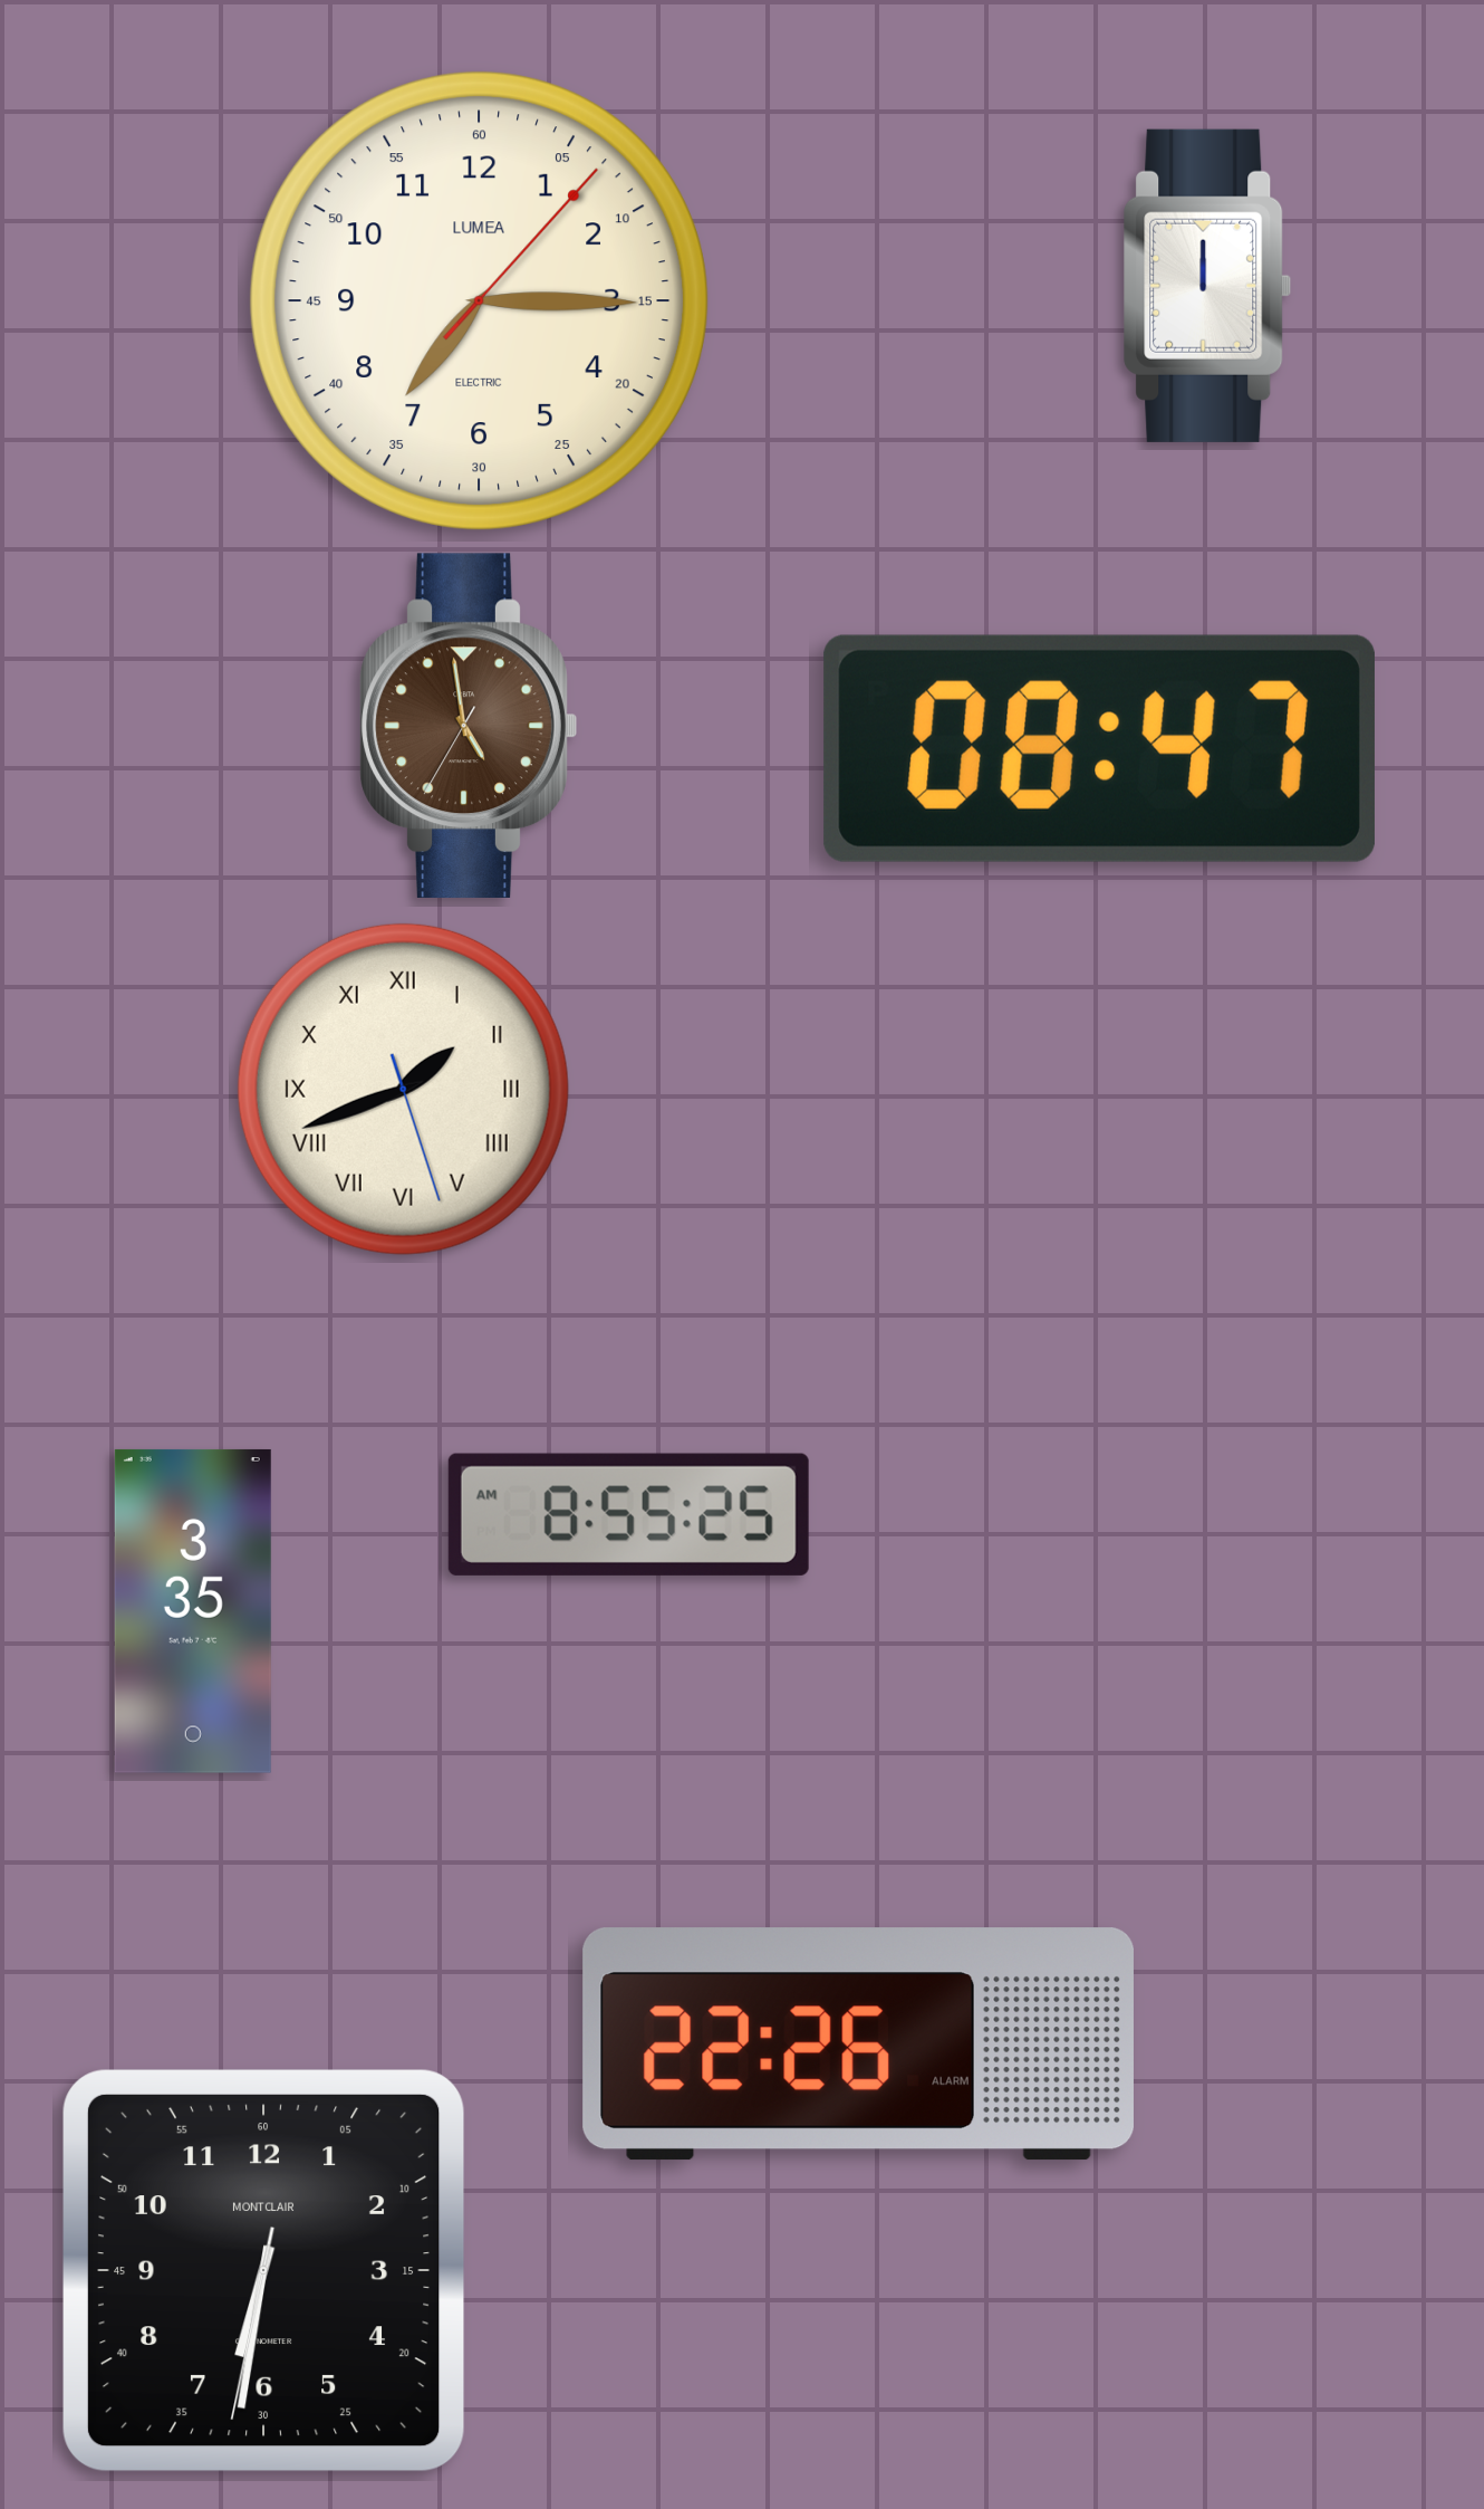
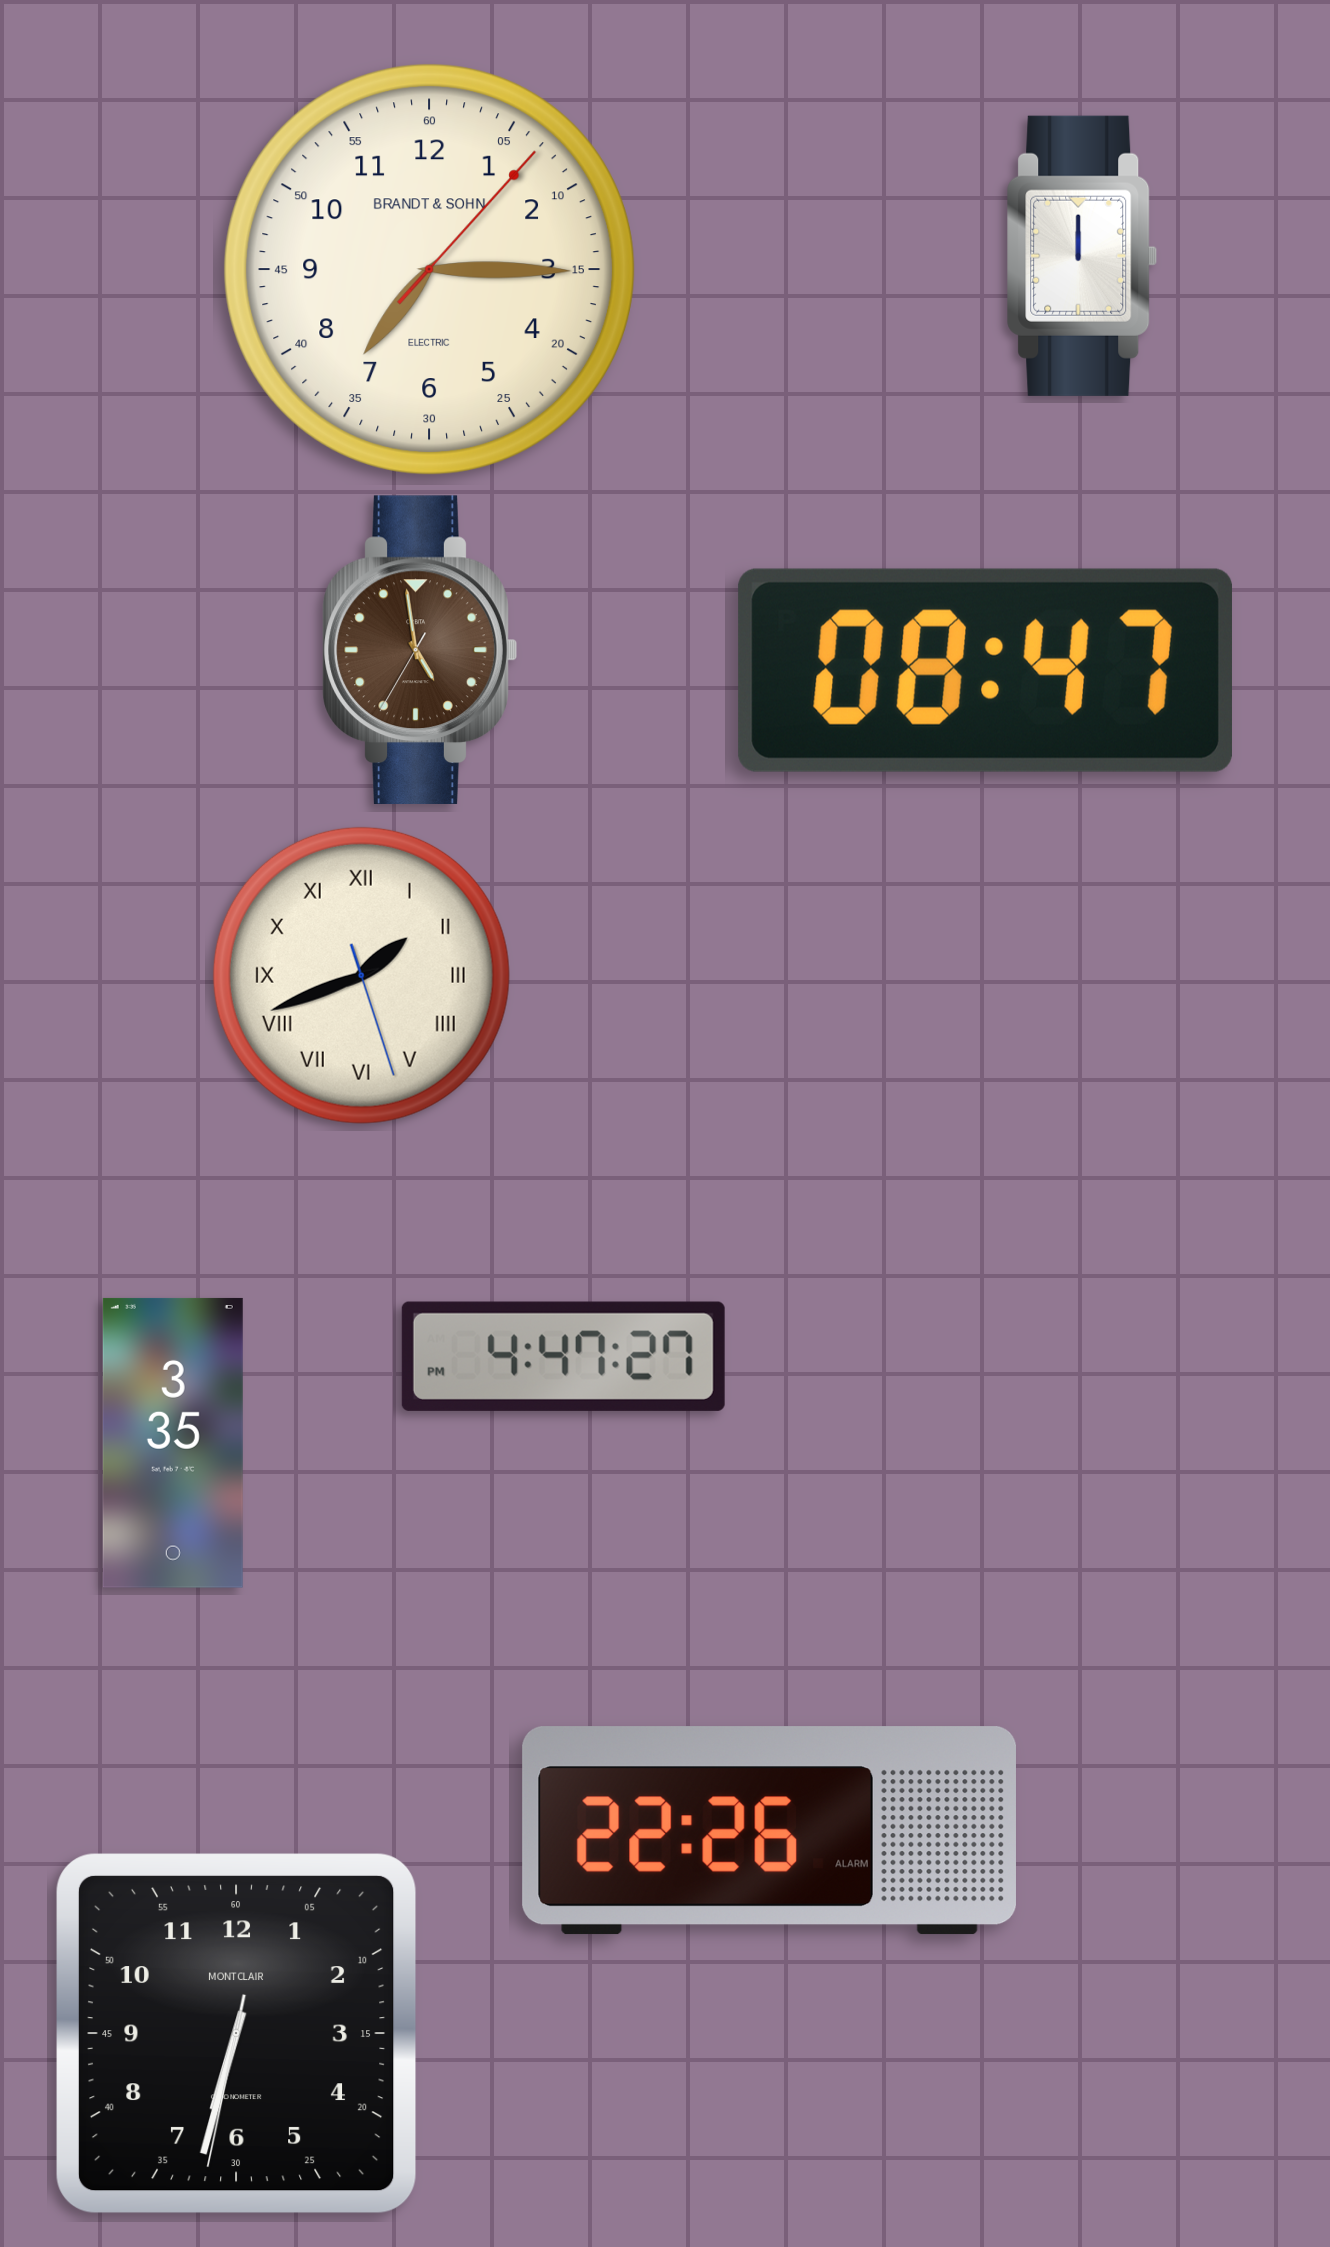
clock at (479, 300) brand: LUMEA -> BRANDT & SOHN
clock at (628, 1514): 8:55 -> 4:47
clock at (263, 2270): 6:31 -> 6:32
